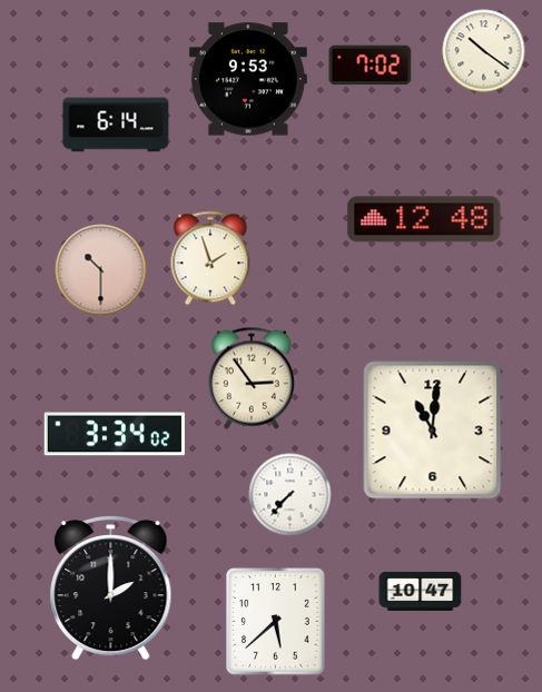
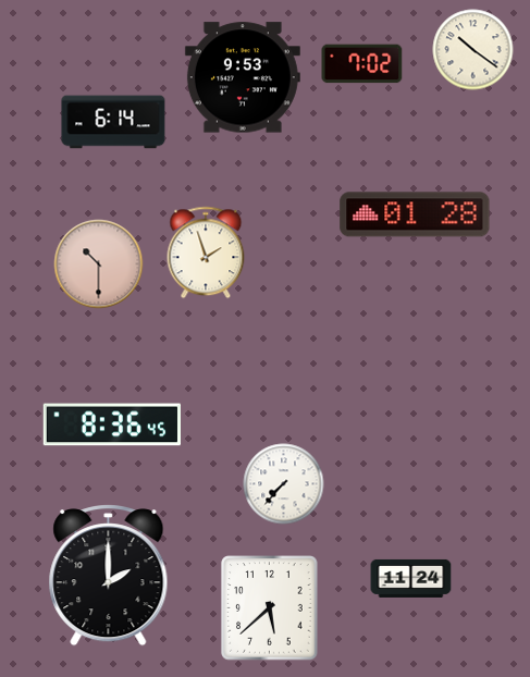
clock at (424, 219): 12:48 -> 01:28
clock at (252, 378): 2:54 -> none
clock at (433, 431): 11:01 -> none
clock at (114, 434): 3:34 -> 8:36
clock at (421, 591): 10:47 -> 11:24
